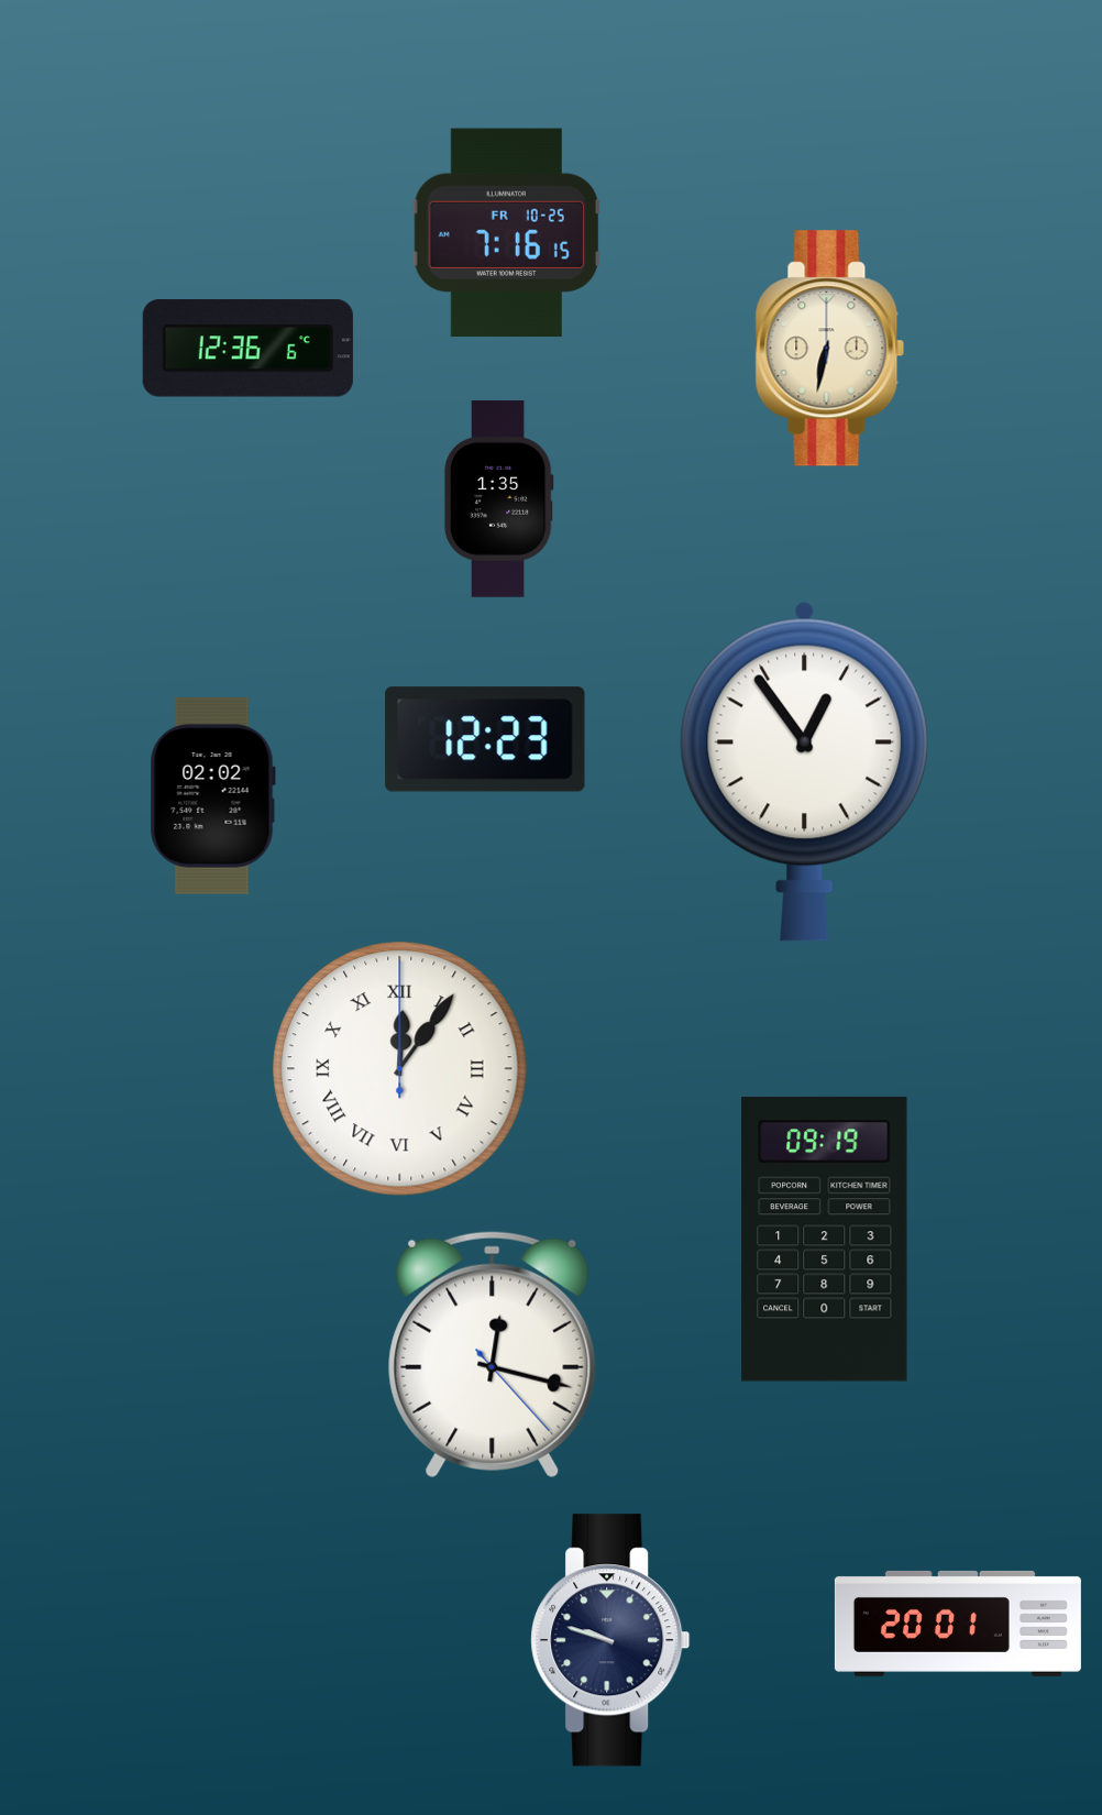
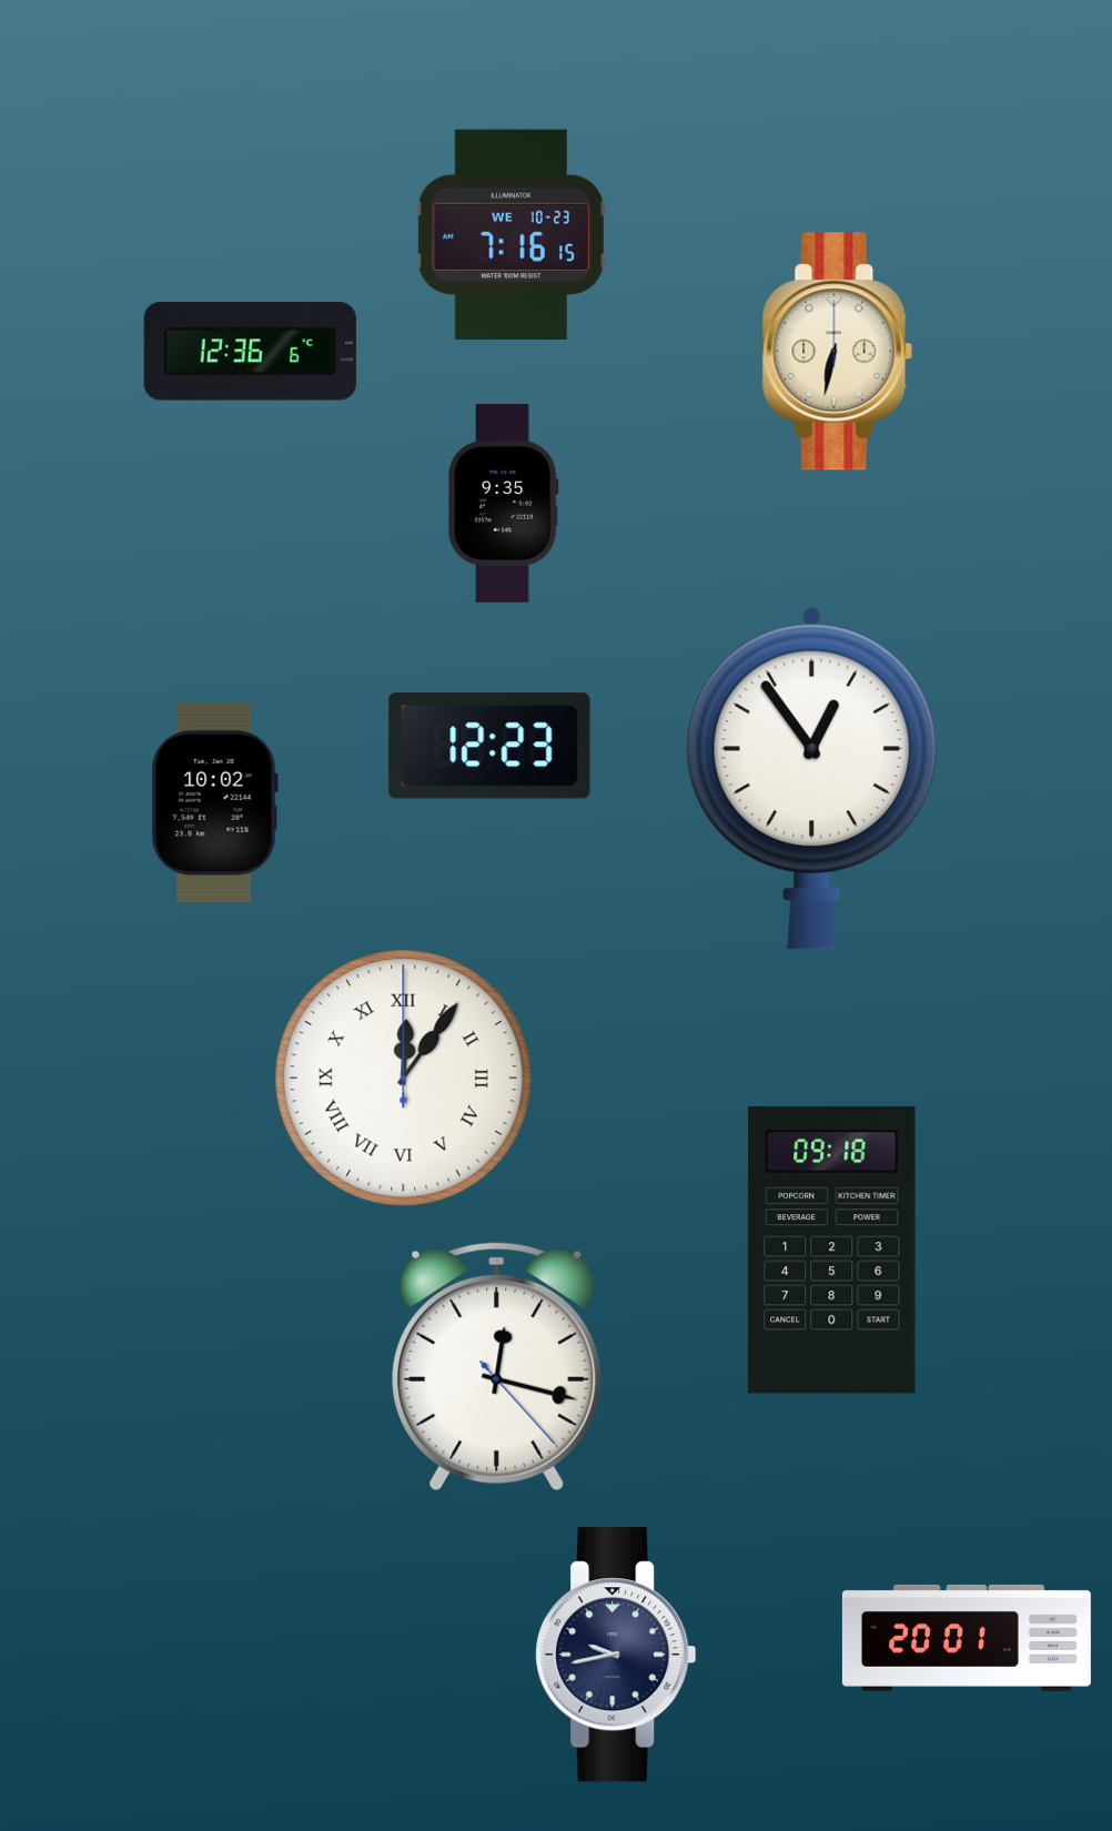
clock at (506, 232) date: FR 10-25 -> WE 10-23
clock at (498, 498): 1:35 -> 9:35
clock at (212, 795): 02:02 -> 10:02
clock at (825, 1240): 09:19 -> 09:18
clock at (610, 1640): 9:48 -> 9:43
